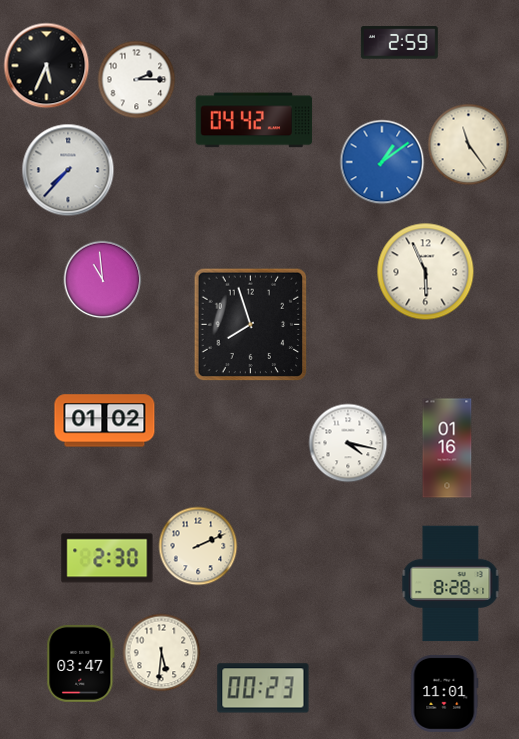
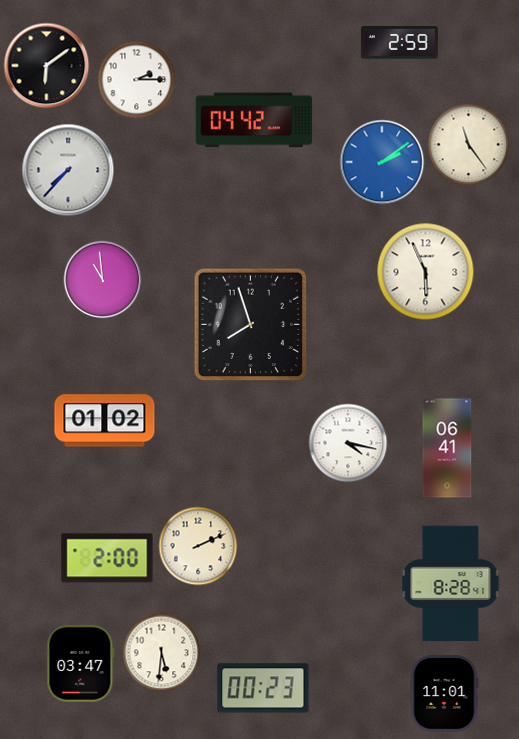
clock at (46, 65): 5:34 -> 6:09
clock at (382, 162): 1:09 -> 2:09
clock at (447, 448): 01:16 -> 06:41
clock at (107, 558): 2:30 -> 2:00
